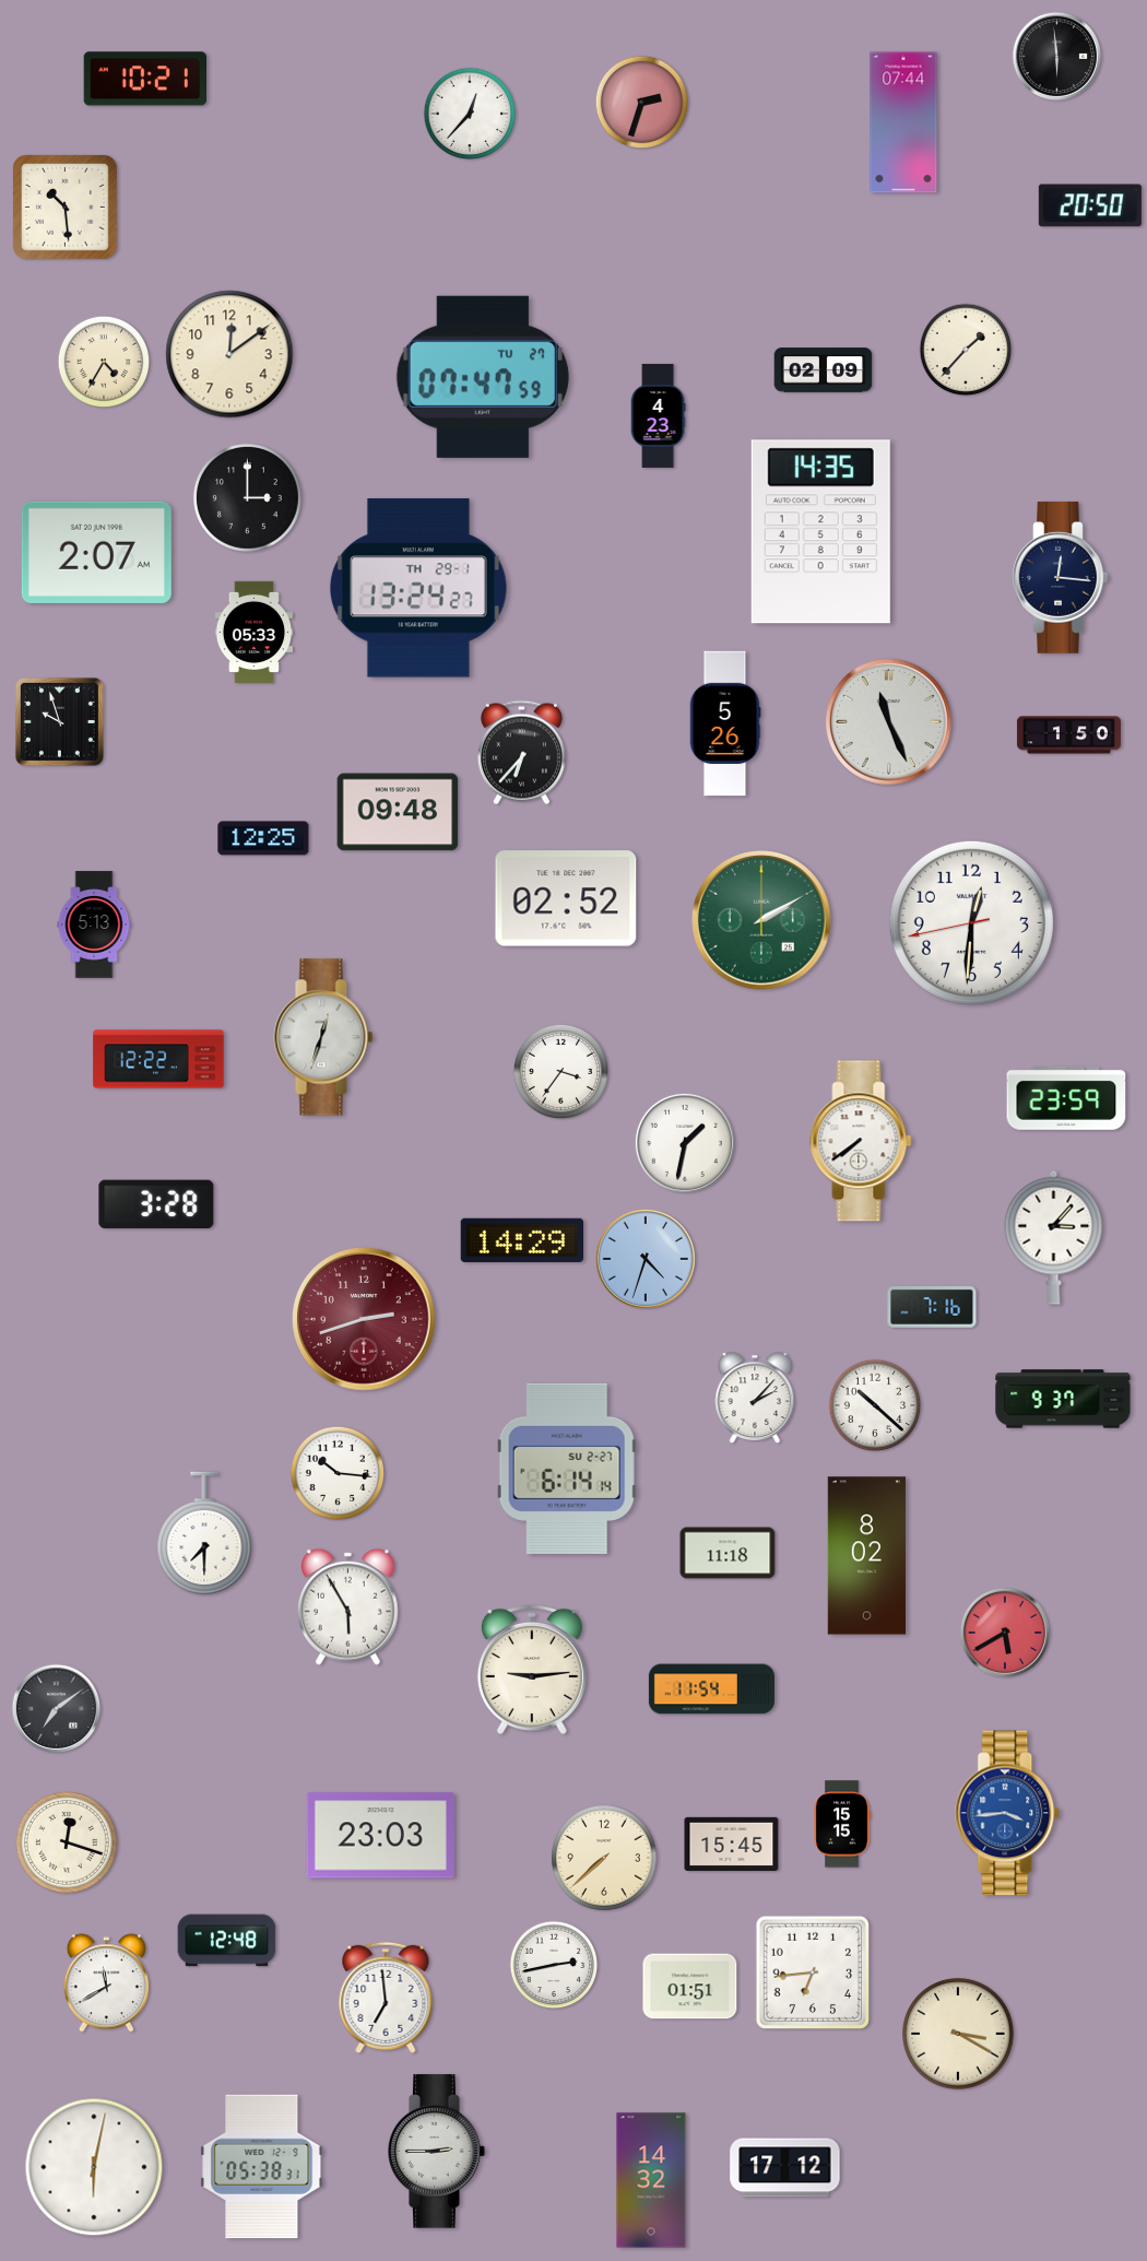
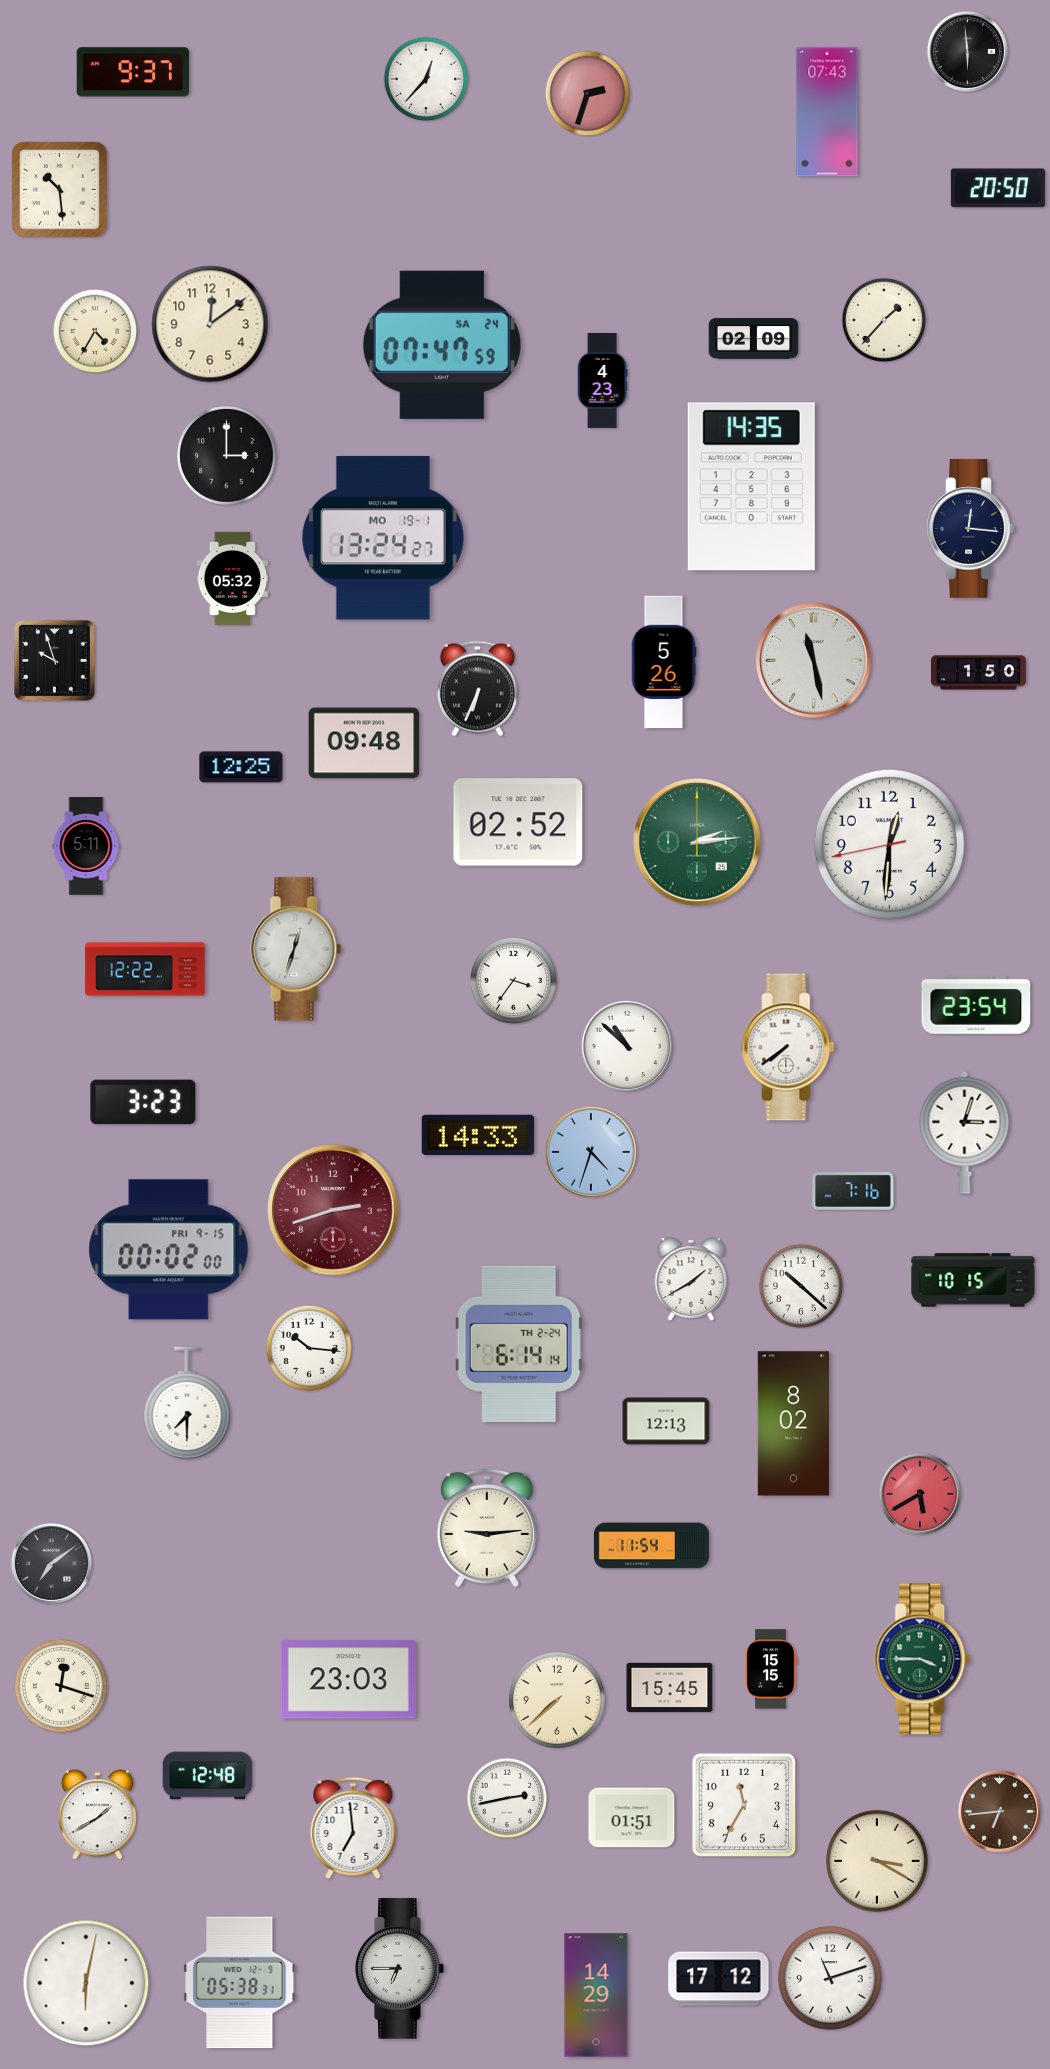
clock at (144, 79): 10:21 -> 9:37
clock at (470, 114) position: (470, 114) -> (426, 79)
clock at (903, 122): 07:44 -> 07:43
clock at (483, 377) date: TU 27 -> SA 24
clock at (96, 552): 2:07 -> none
clock at (418, 588) date: TH 29-1 -> MO 19-1
clock at (253, 632): 05:33 -> 05:32
clock at (888, 721): 11:26 -> 11:28
clock at (521, 753): 6:37 -> 6:34
clock at (761, 920): 2:10 -> 2:14
clock at (94, 925): 5:13 -> 5:11
clock at (1066, 1098): 23:59 -> 23:54
clock at (861, 1141) position: (861, 1141) -> (788, 1047)
clock at (685, 1143): 1:32 -> 10:52
clock at (156, 1204): 3:28 -> 3:23
clock at (1054, 1237): 3:07 -> 3:03
clock at (521, 1240): 14:29 -> 14:33
clock at (932, 1307) position: (932, 1307) -> (853, 1191)
clock at (364, 1319) position: (364, 1319) -> (333, 1210)
clock at (169, 1250): none -> 00:02
clock at (755, 1398): 2:07 -> 1:40
clock at (1063, 1399): 9:37 -> 10:15
clock at (567, 1469) date: SU 2-27 -> TH 2-24
clock at (728, 1553): 11:18 -> 12:13
clock at (347, 1606): 5:55 -> none
clock at (1008, 1813): 3:44 -> 3:45
clock at (1008, 1813) dial: blue -> green
clock at (604, 1858) position: (604, 1858) -> (557, 1700)
clock at (813, 1973): 6:44 -> 11:35
clock at (999, 1811): none -> 6:44
clock at (106, 1983): 11:40 -> 1:40
clock at (437, 2152): 2:45 -> 6:45
clock at (830, 1978): none -> 11:12
clock at (785, 2168) position: (785, 2168) -> (719, 1979)
clock at (651, 2180): 14:32 -> 14:29
